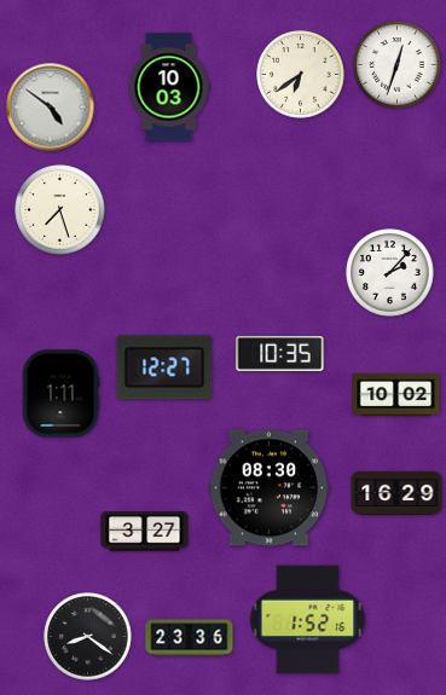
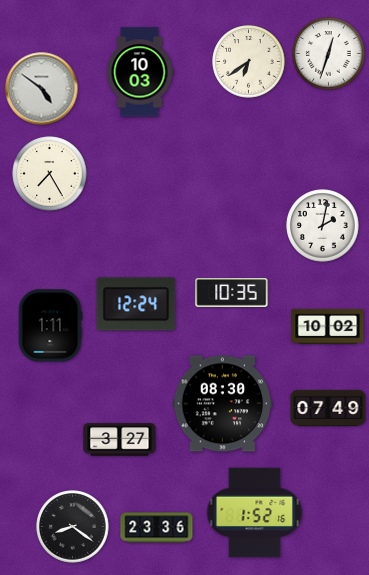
clock at (60, 210): 7:27 -> 7:25
clock at (390, 273): 2:07 -> 2:02
clock at (164, 367): 12:27 -> 12:24
clock at (396, 492): 16:29 -> 07:49
